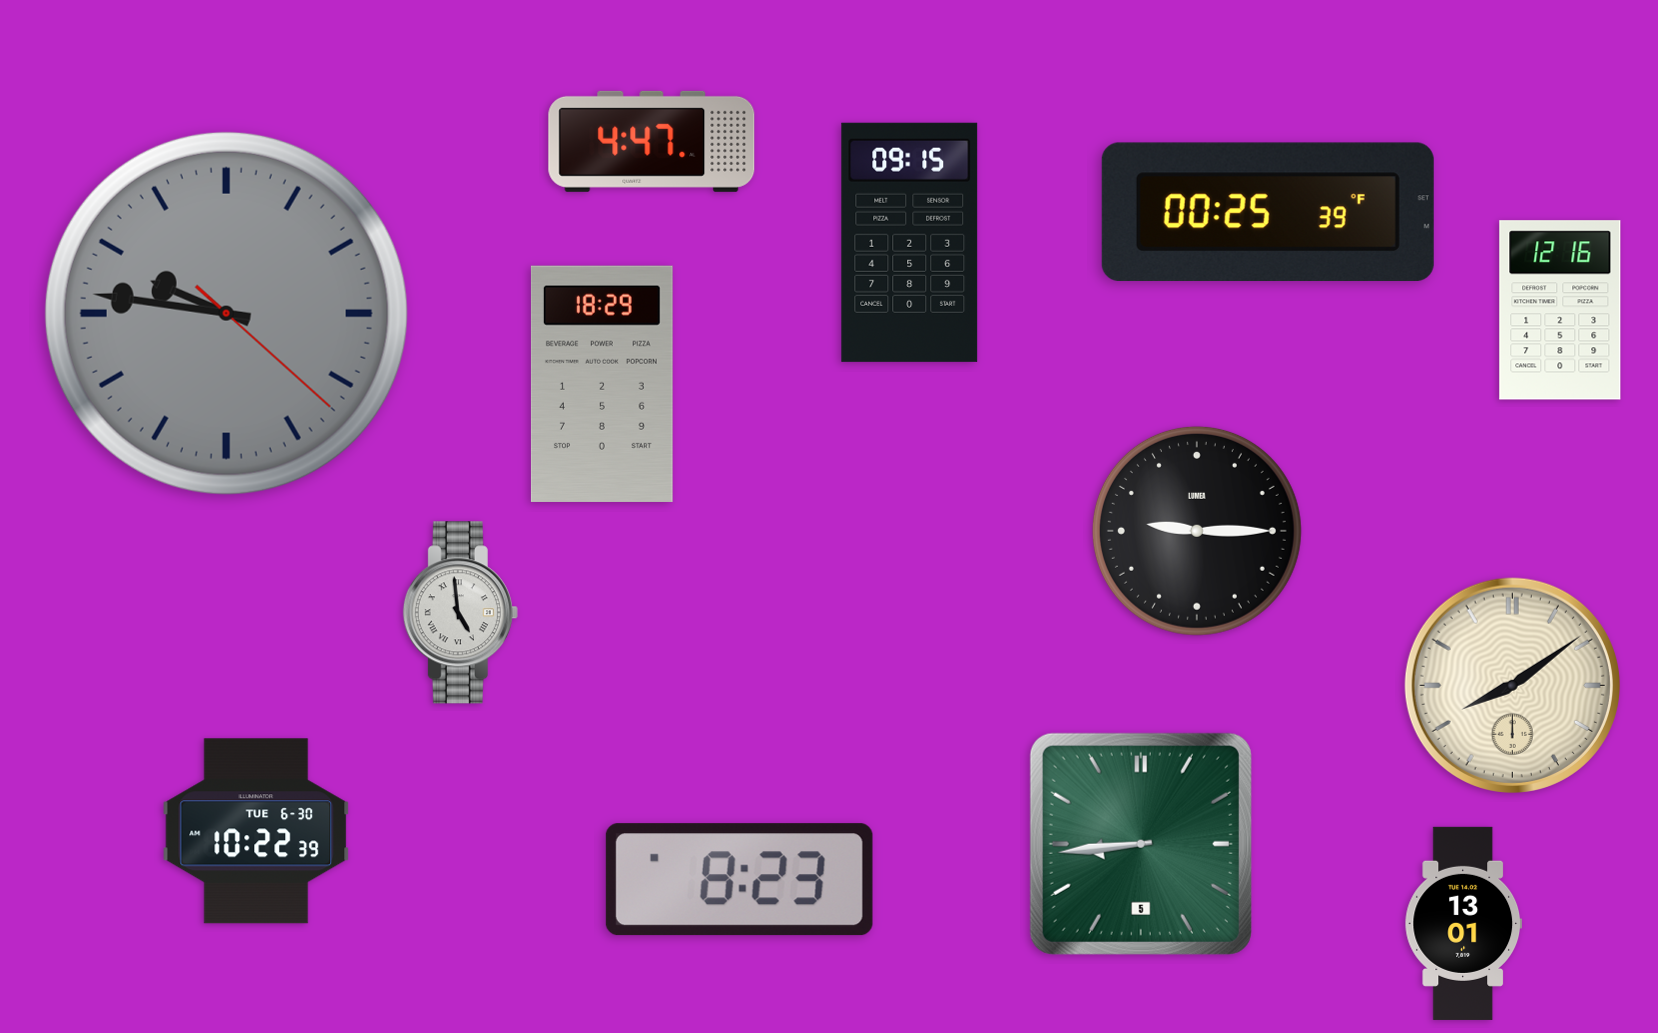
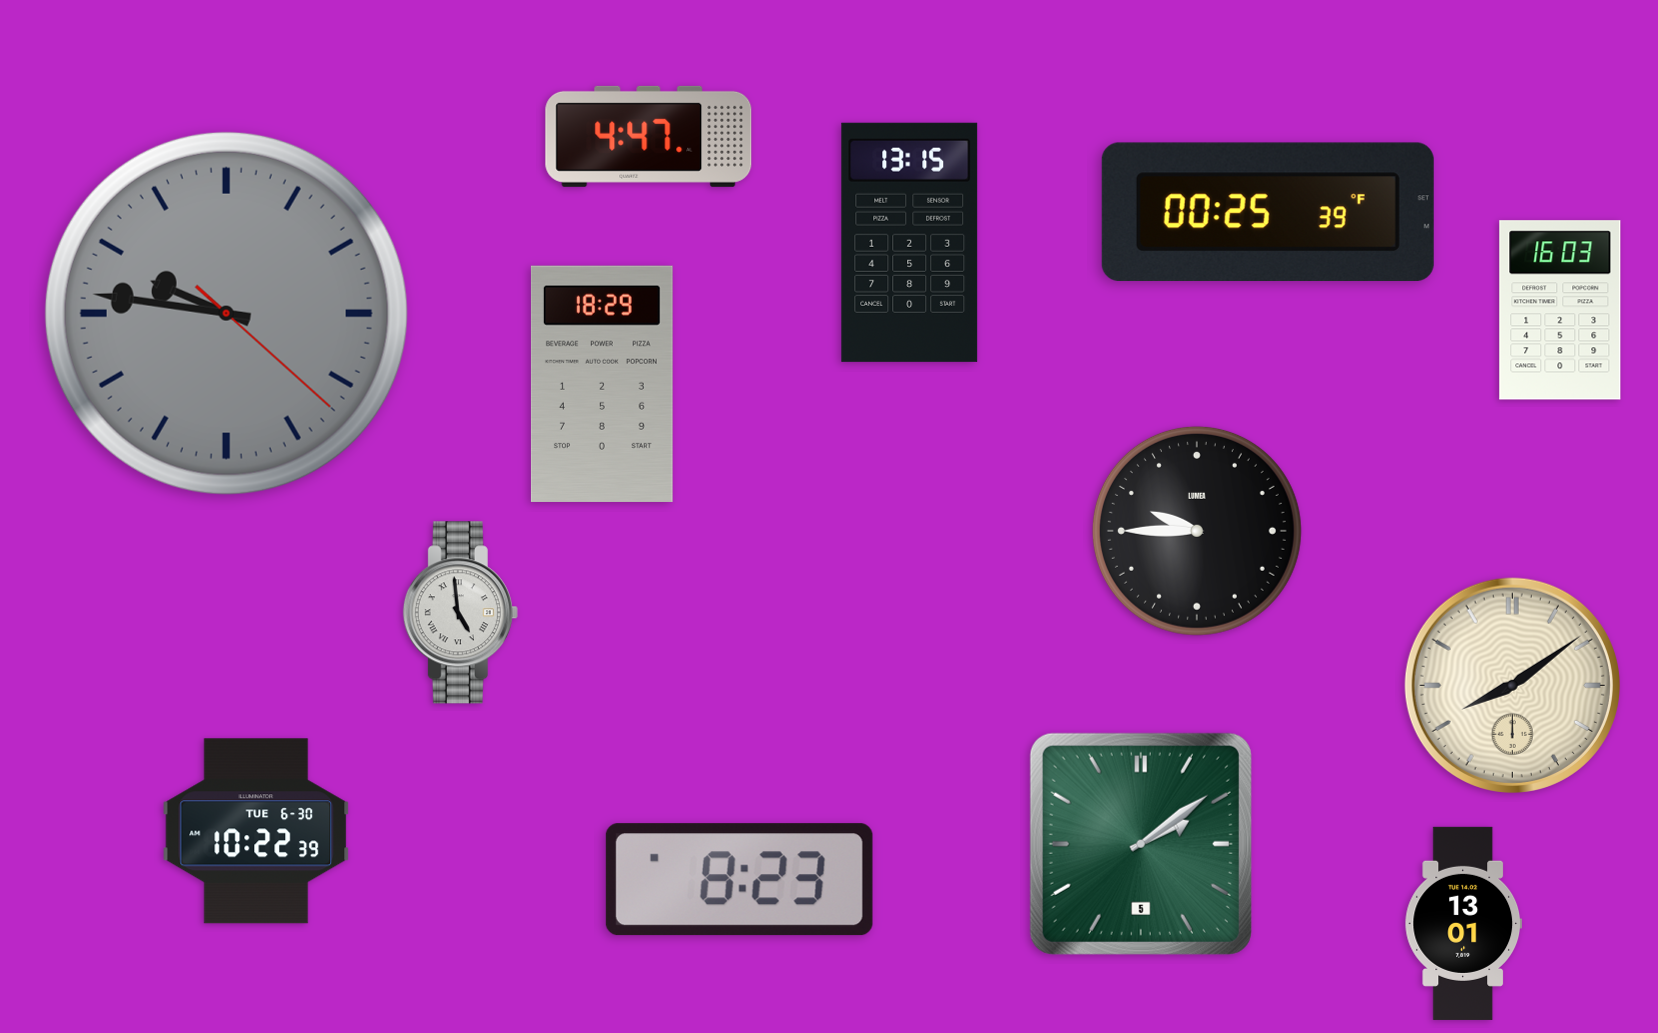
clock at (652, 141) position: (652, 141) -> (649, 136)
clock at (910, 242): 09:15 -> 13:15
clock at (1560, 310): 12:16 -> 16:03
clock at (1197, 531): 9:15 -> 9:45
clock at (1141, 844): 8:44 -> 2:09
